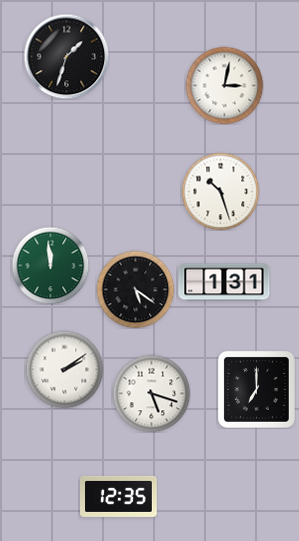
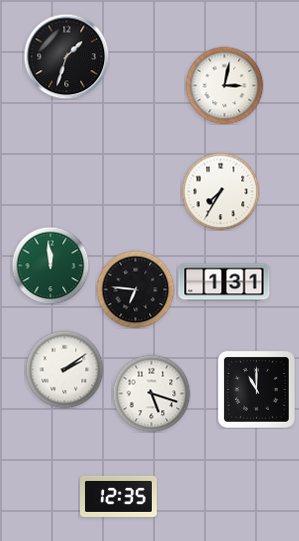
clock at (220, 191): 10:27 -> 7:35
clock at (135, 289): 5:21 -> 6:46
clock at (256, 389): 7:00 -> 11:00
